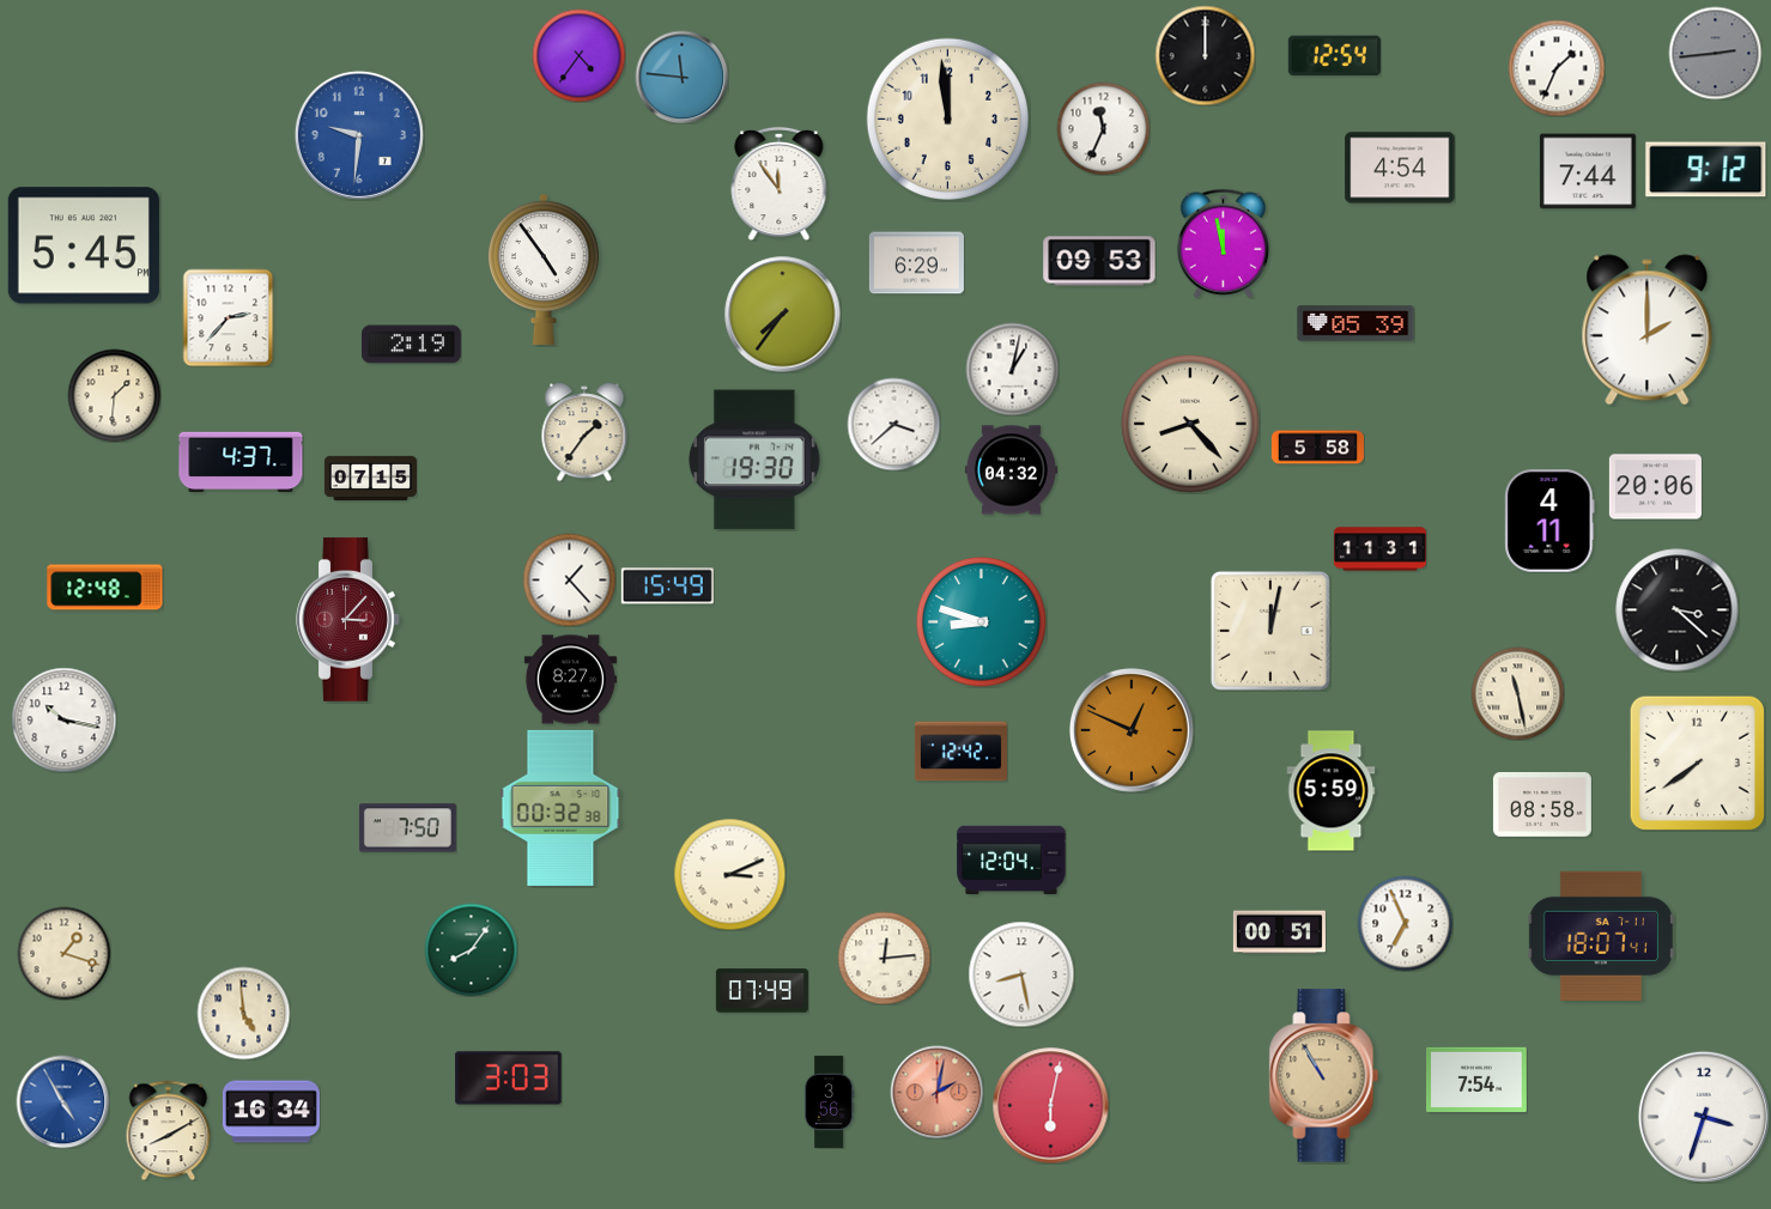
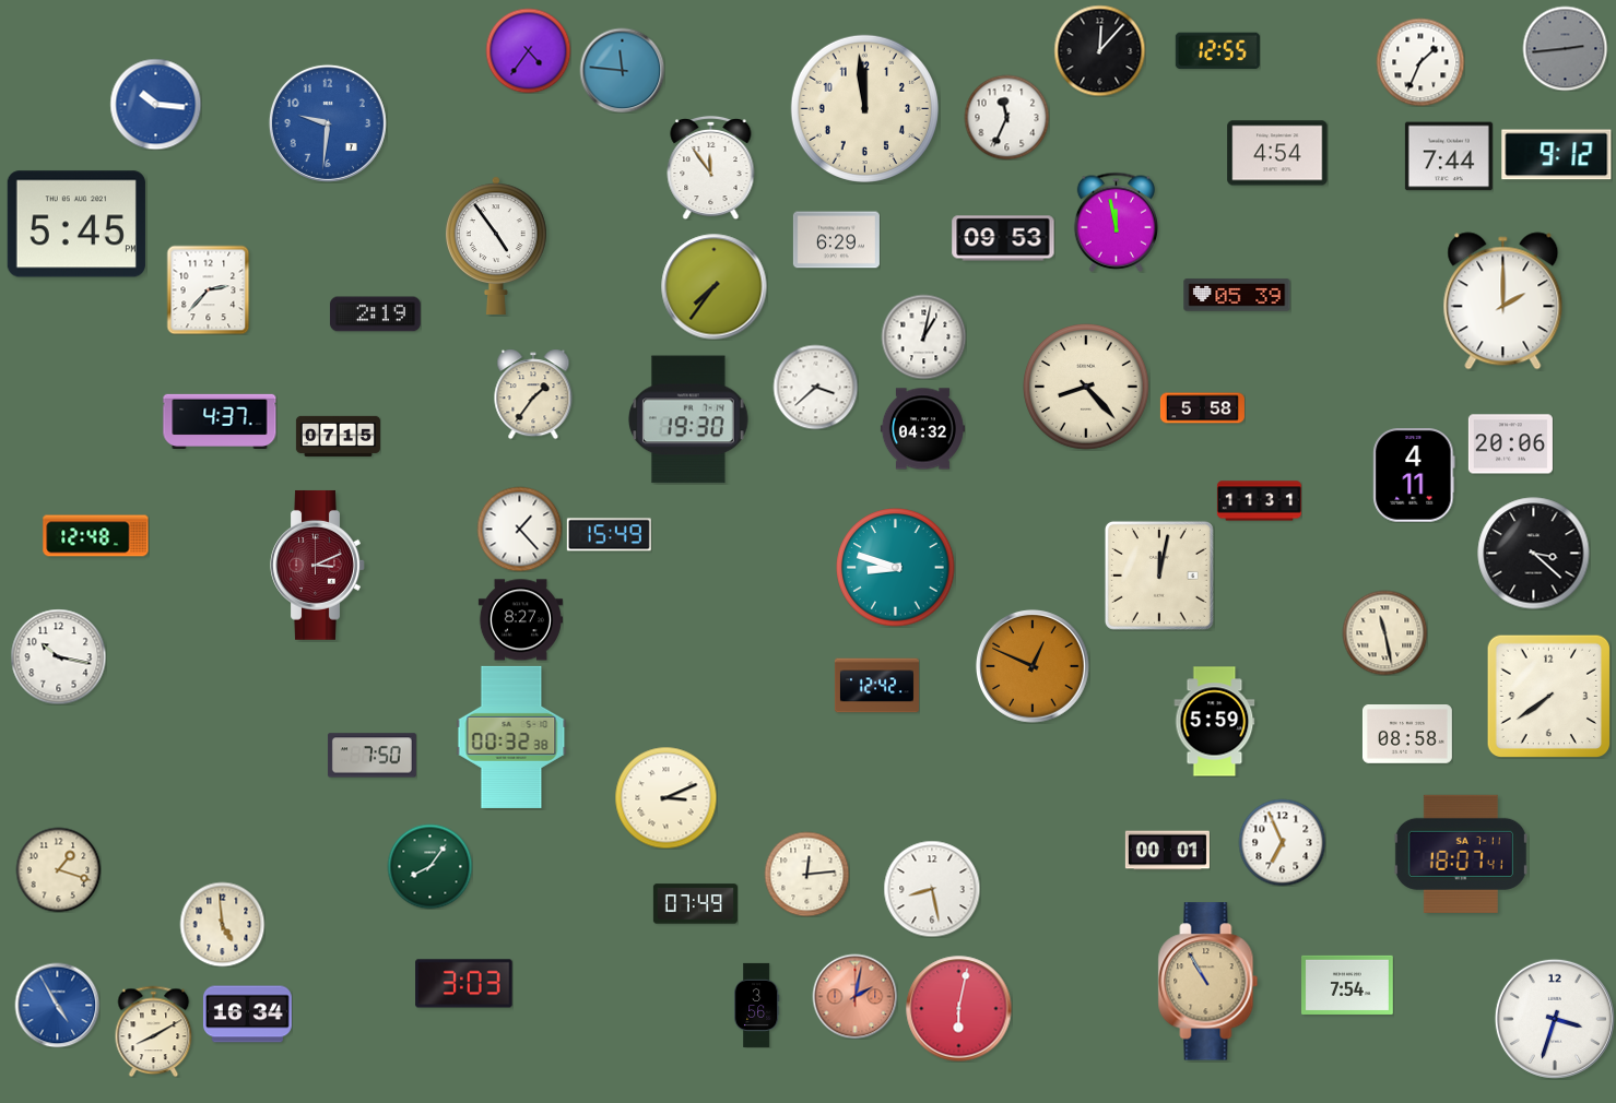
clock at (1205, 55): 12:00 -> 12:07
clock at (1334, 56): 12:54 -> 12:55
clock at (155, 104): none -> 10:16
clock at (114, 395): 1:31 -> none
clock at (1678, 610) position: (1678, 610) -> (1534, 554)
clock at (348, 619): 3:07 -> 3:11
clock at (1012, 861): 12:04 -> none
clock at (1279, 932): 00:51 -> 00:01
